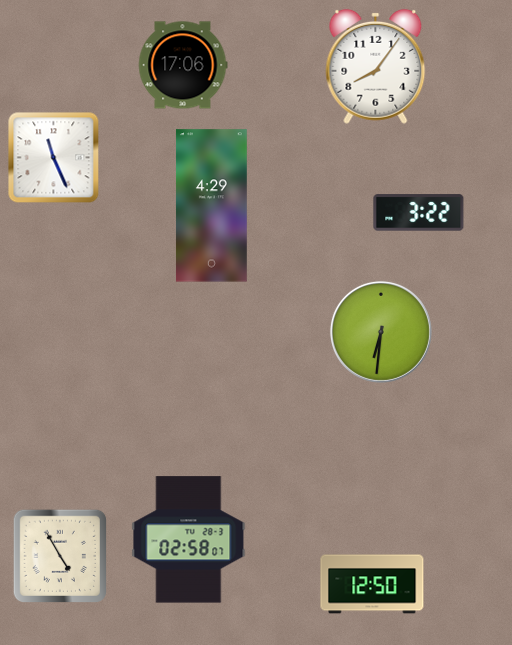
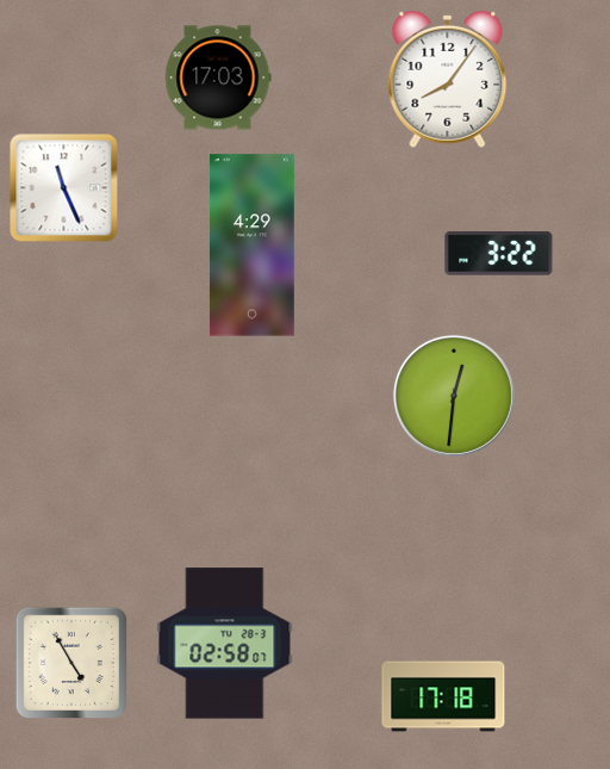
clock at (183, 65): 17:06 -> 17:03
clock at (381, 332): 6:31 -> 12:31
clock at (372, 584): 12:50 -> 17:18
